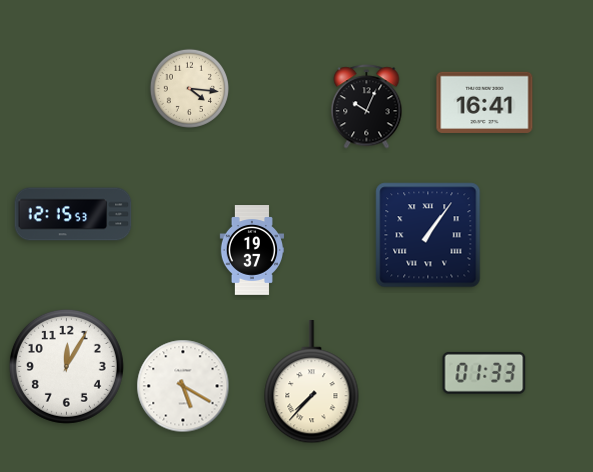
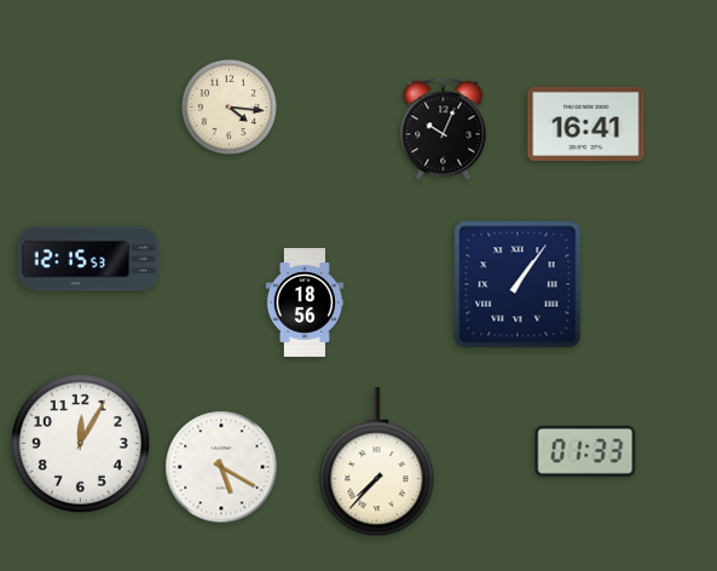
clock at (251, 250): 19:37 -> 18:56
